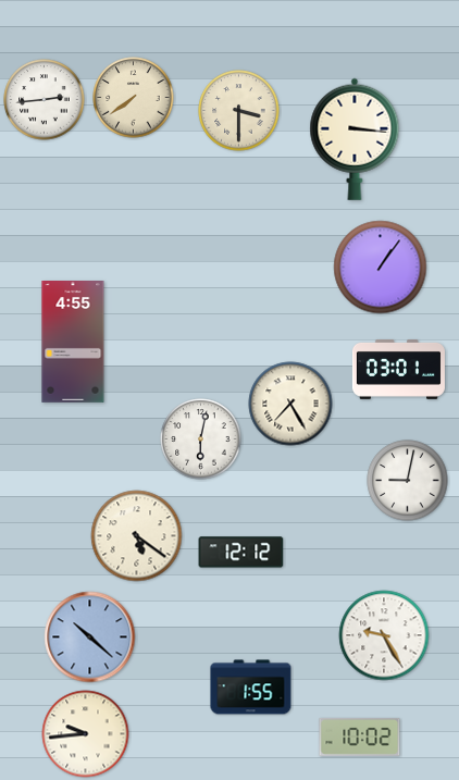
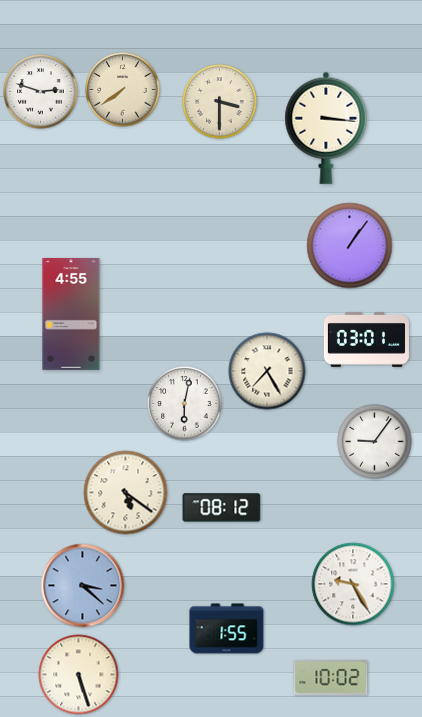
clock at (45, 100): 2:44 -> 2:48
clock at (73, 343) position: (73, 343) -> (71, 315)
clock at (408, 481): 9:02 -> 9:06
clock at (241, 553): 12:12 -> 08:12
clock at (90, 637): 10:22 -> 3:22
clock at (251, 688) position: (251, 688) -> (227, 629)
clock at (86, 734): 9:44 -> 5:27
